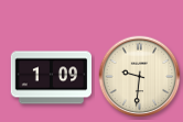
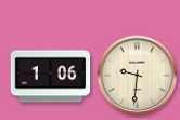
clock at (52, 78): 1:09 -> 1:06
